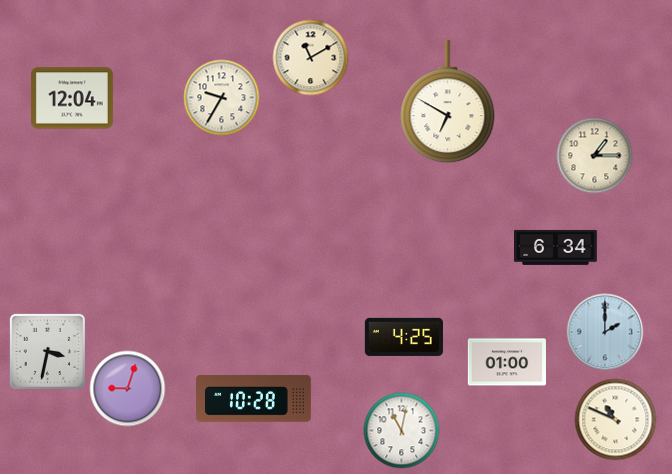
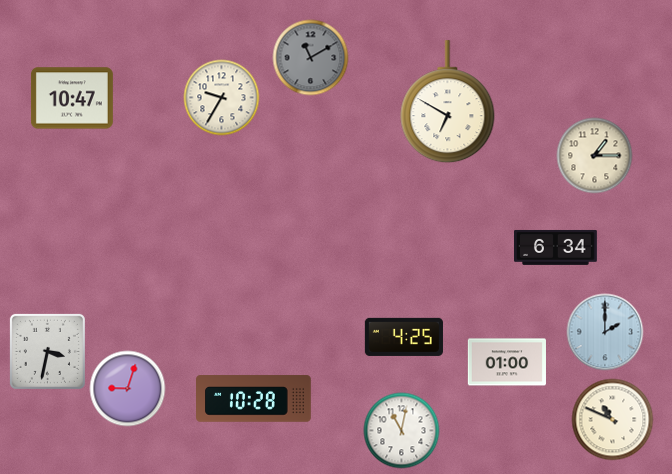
clock at (311, 58) dial: cream -> grey
clock at (72, 98): 12:04 -> 10:47
clock at (616, 420) position: (616, 420) -> (613, 420)
